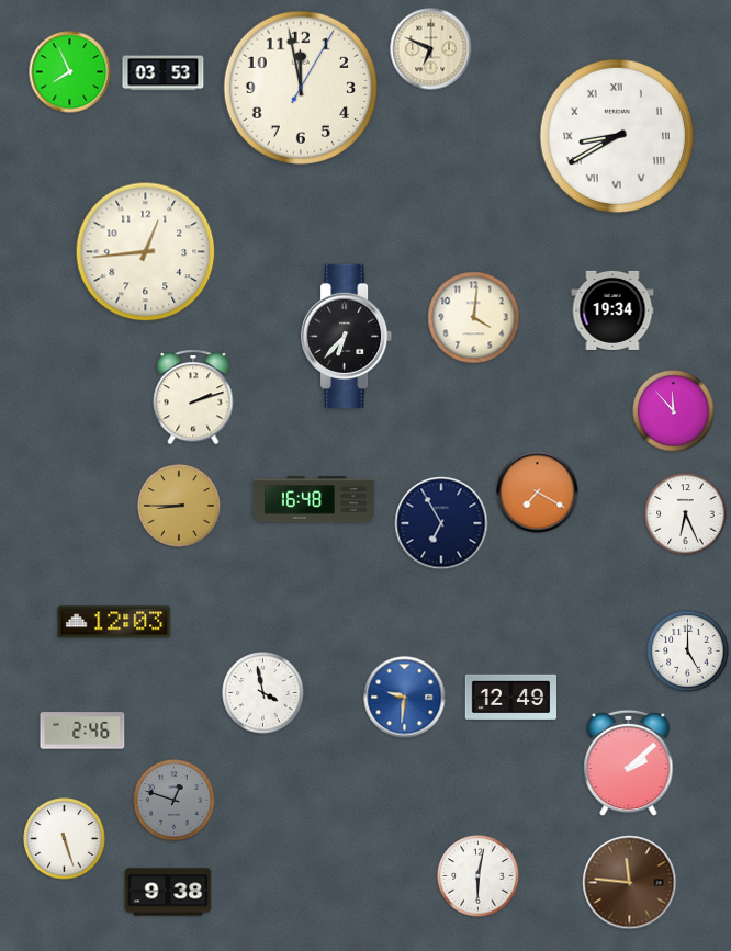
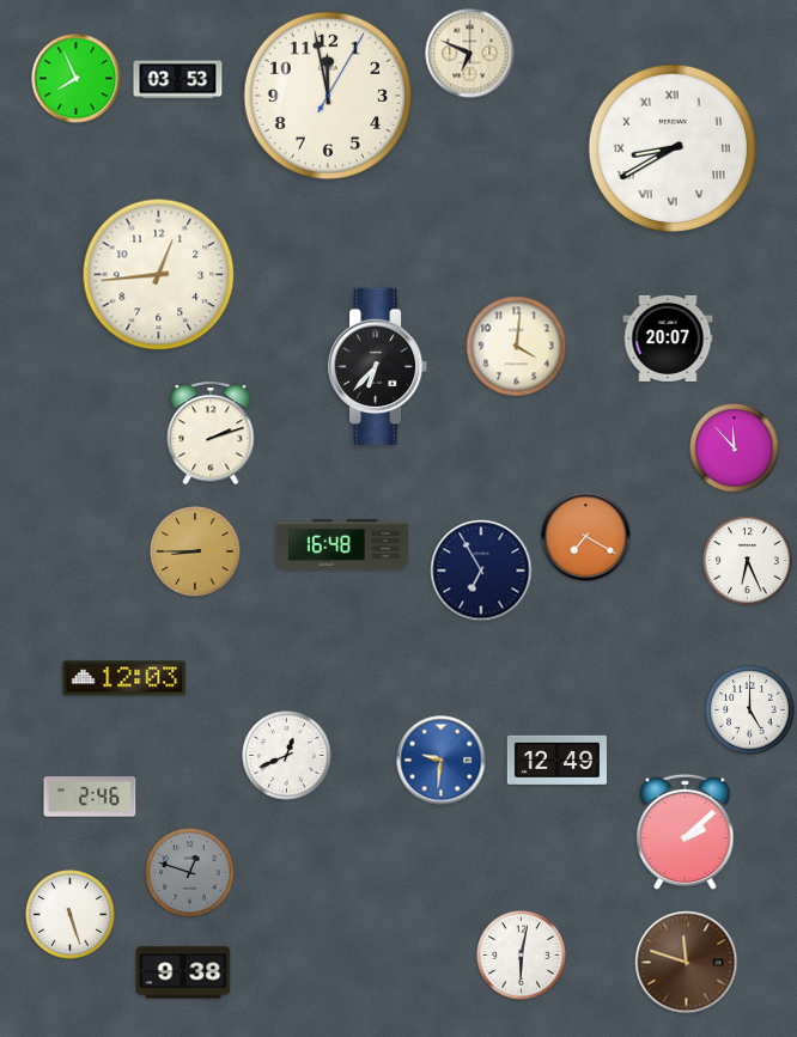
clock at (612, 310): 19:34 -> 20:07
clock at (263, 693): 3:58 -> 12:41
clock at (630, 883): 11:46 -> 11:48
